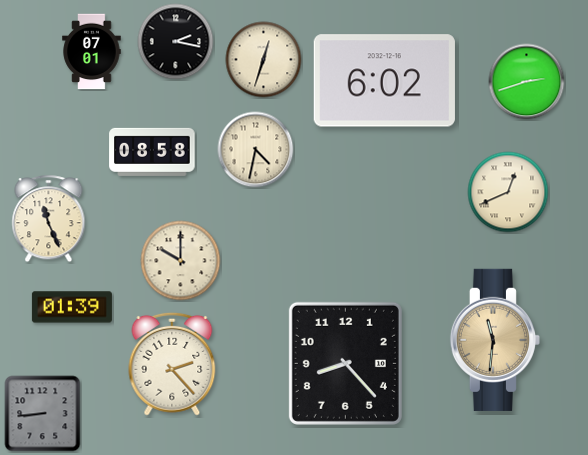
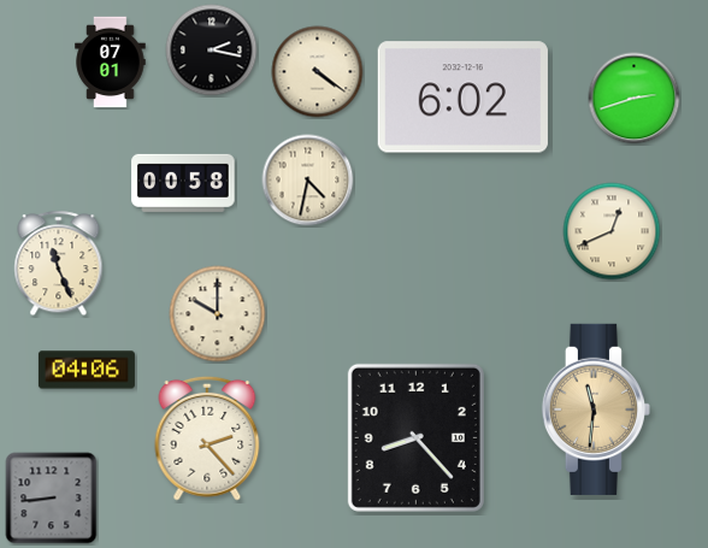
clock at (264, 60): 12:33 -> 4:21
clock at (152, 152): 08:58 -> 00:58
clock at (72, 307): 01:39 -> 04:06
